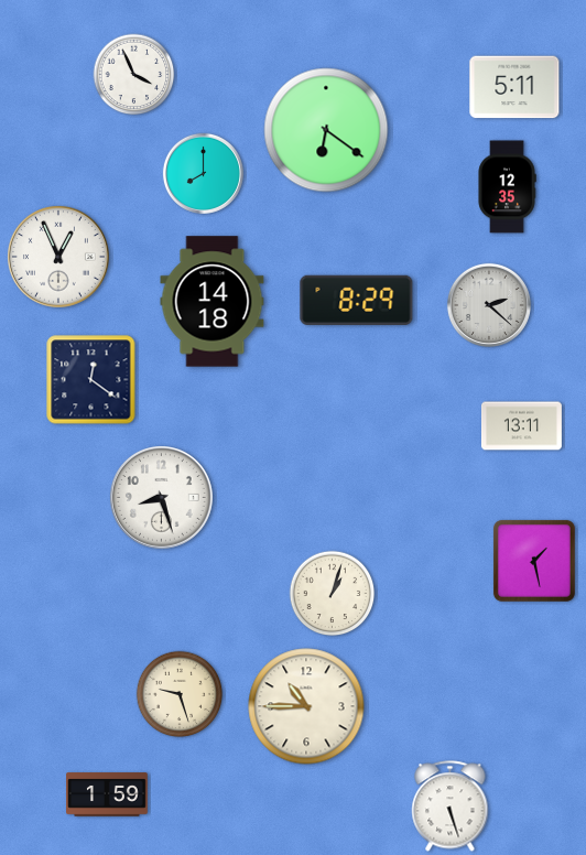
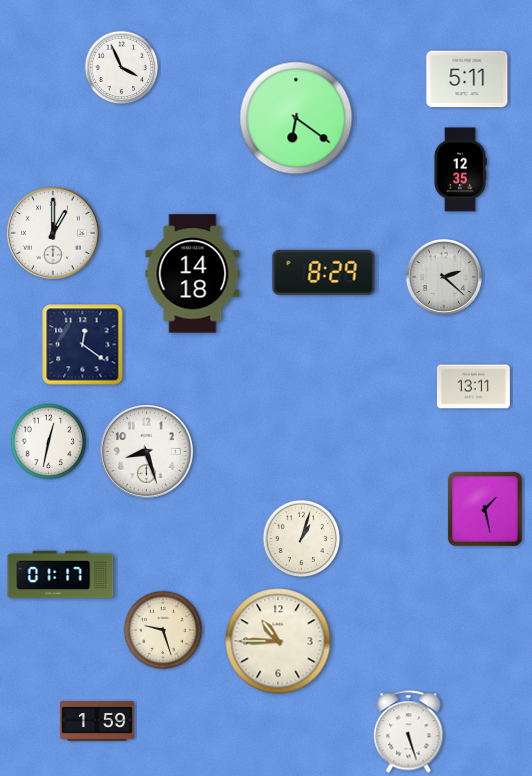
clock at (203, 173): 8:00 -> none
clock at (59, 258): 12:56 -> 1:00
clock at (49, 442): none -> 12:32
clock at (61, 575): none -> 01:17
